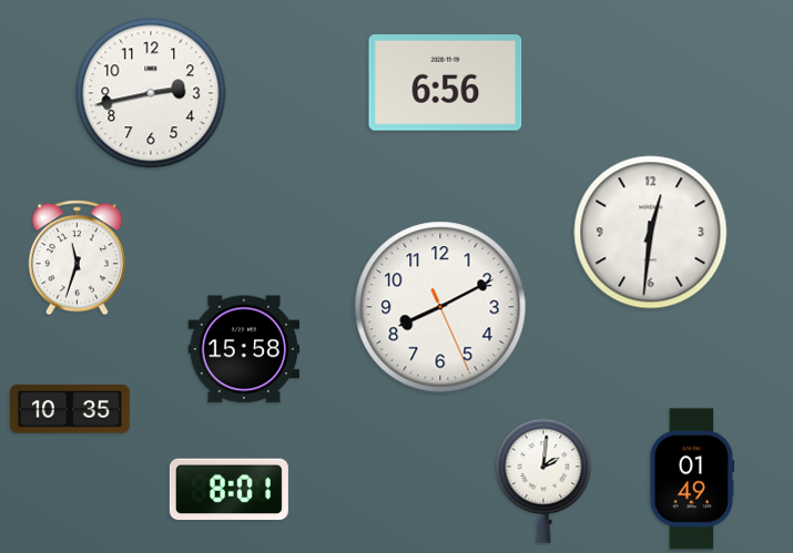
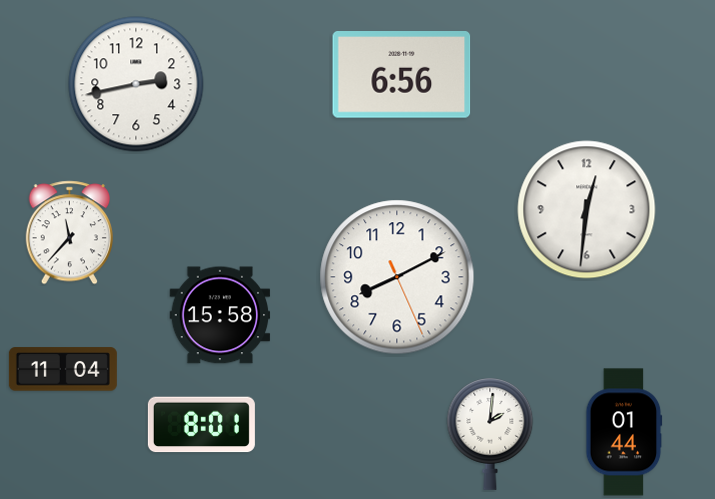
clock at (77, 258): 11:33 -> 11:37
clock at (70, 409): 10:35 -> 11:04
clock at (692, 479): 01:49 -> 01:44
clock at (228, 490) position: (228, 490) -> (201, 425)
